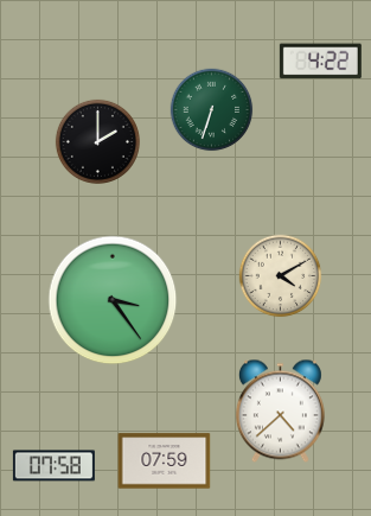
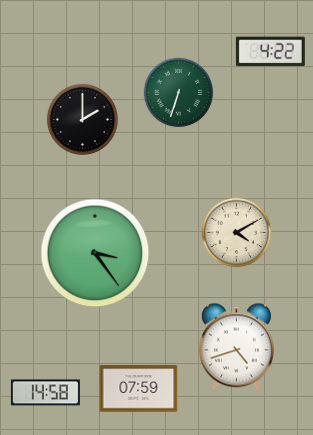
clock at (280, 412): 4:38 -> 4:42
clock at (53, 466): 07:58 -> 14:58
